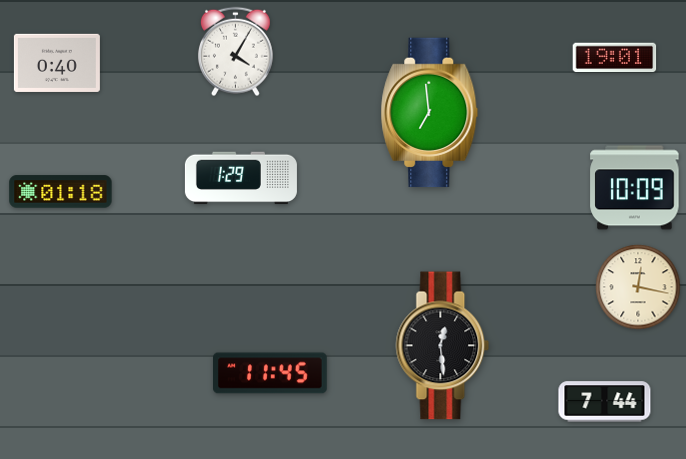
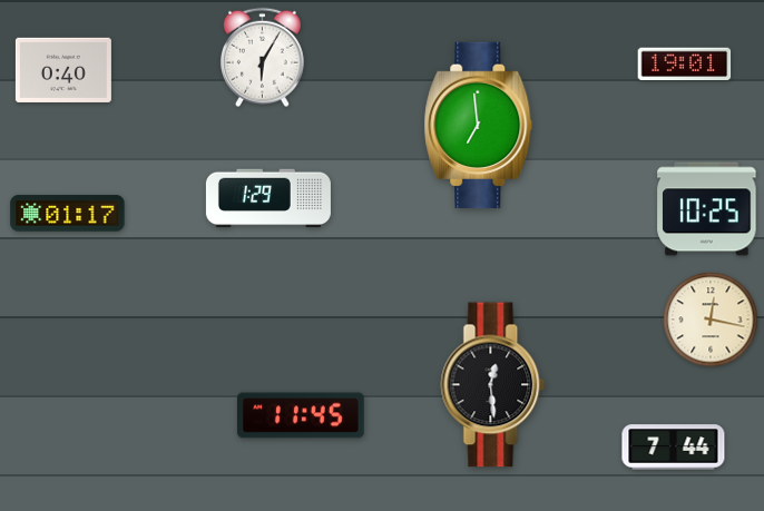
clock at (235, 52): 4:05 -> 6:05
clock at (635, 188): 10:09 -> 10:25
clock at (61, 192): 01:18 -> 01:17
